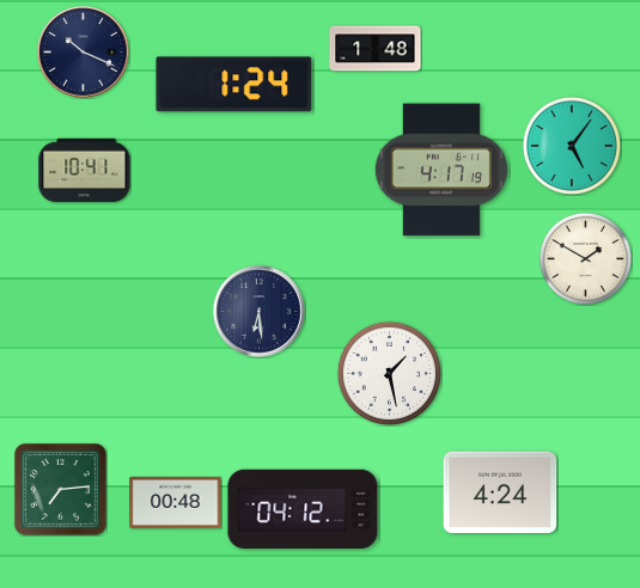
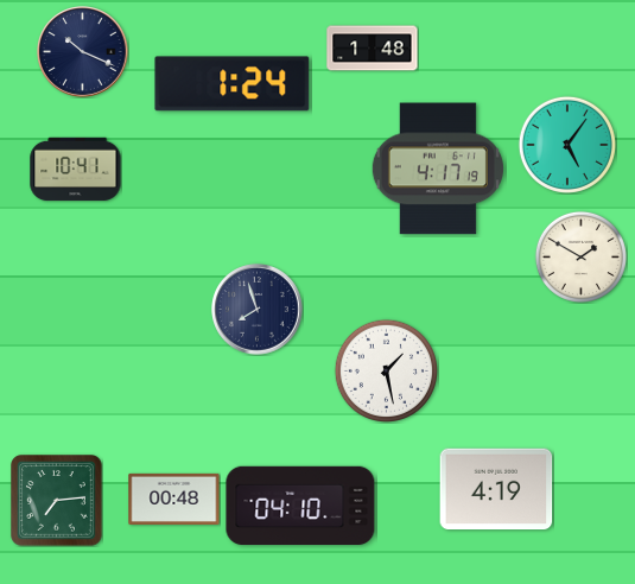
clock at (85, 171) position: (85, 171) -> (76, 170)
clock at (260, 312): 6:29 -> 7:57
clock at (61, 490) position: (61, 490) -> (57, 501)
clock at (500, 492): 4:24 -> 4:19
clock at (303, 509): 04:12 -> 04:10
